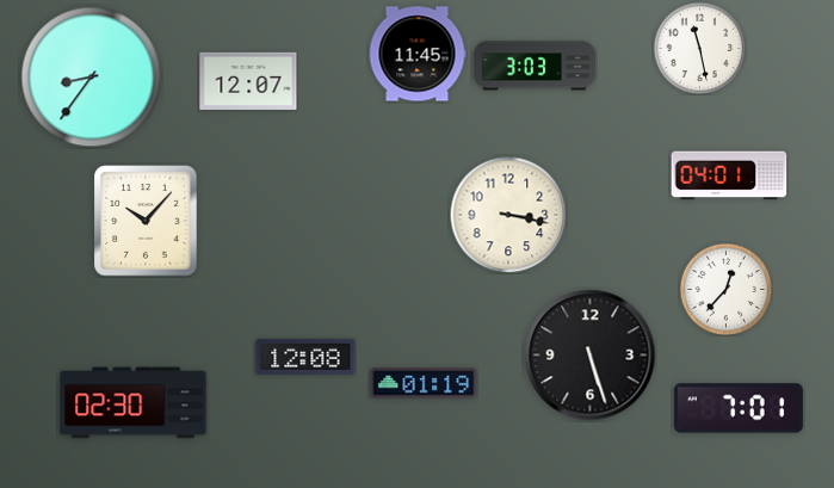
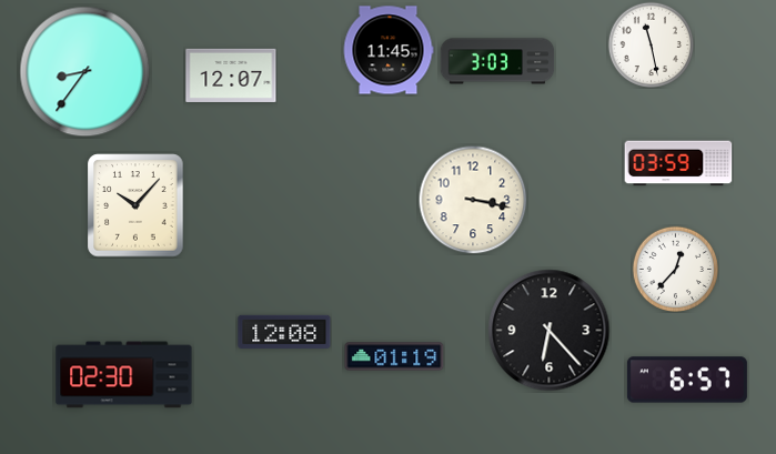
clock at (729, 175): 04:01 -> 03:59
clock at (591, 356): 5:27 -> 6:23
clock at (739, 408): 7:01 -> 6:57
